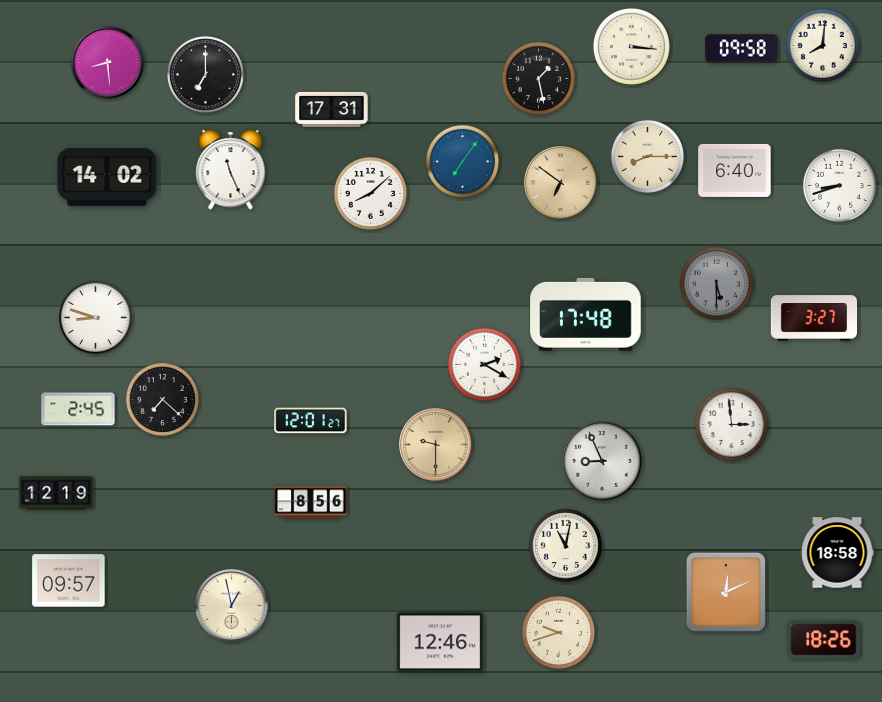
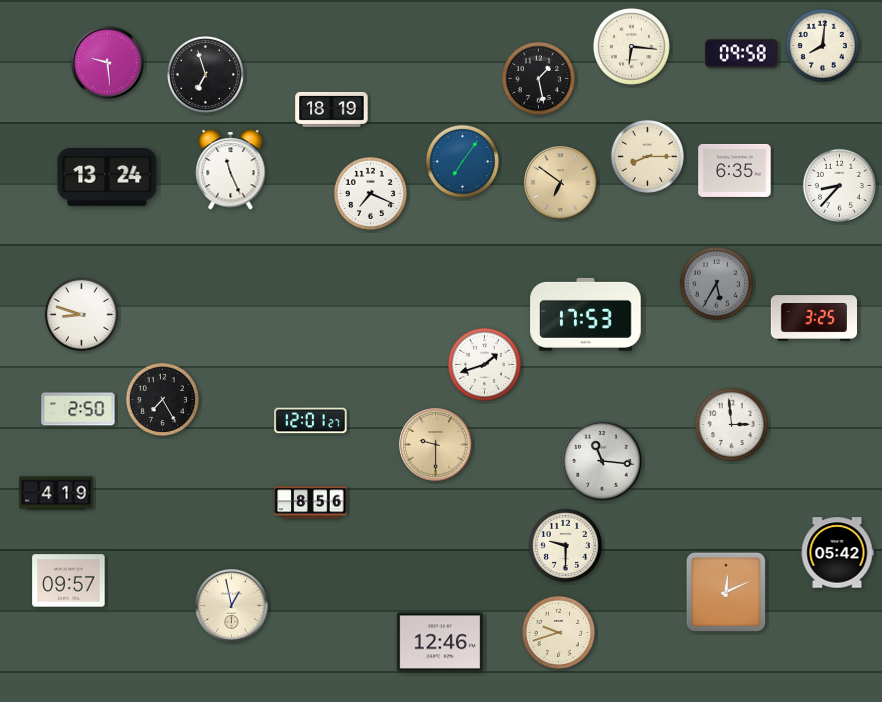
clock at (631, 46): 3:16 -> 6:16
clock at (742, 49) position: (742, 49) -> (742, 54)
clock at (108, 63): 8:29 -> 9:29
clock at (205, 74): 7:00 -> 6:57
clock at (332, 109): 17:31 -> 18:19
clock at (735, 170): 6:40 -> 6:35
clock at (107, 178): 14:02 -> 13:24
clock at (839, 185): 8:42 -> 8:37
clock at (370, 193): 8:08 -> 7:19
clock at (716, 283): 5:30 -> 5:35
clock at (586, 314): 17:48 -> 17:53
clock at (95, 317) position: (95, 317) -> (81, 314)
clock at (813, 318): 3:27 -> 3:25
clock at (484, 364): 2:20 -> 1:42
clock at (162, 399): 7:22 -> 7:25
clock at (78, 409): 2:45 -> 2:50
clock at (602, 461): 8:56 -> 11:16
clock at (56, 493): 12:19 -> 4:19
clock at (565, 545): 11:02 -> 9:30
clock at (837, 553): 18:58 -> 05:42
clock at (824, 640): 18:26 -> none
